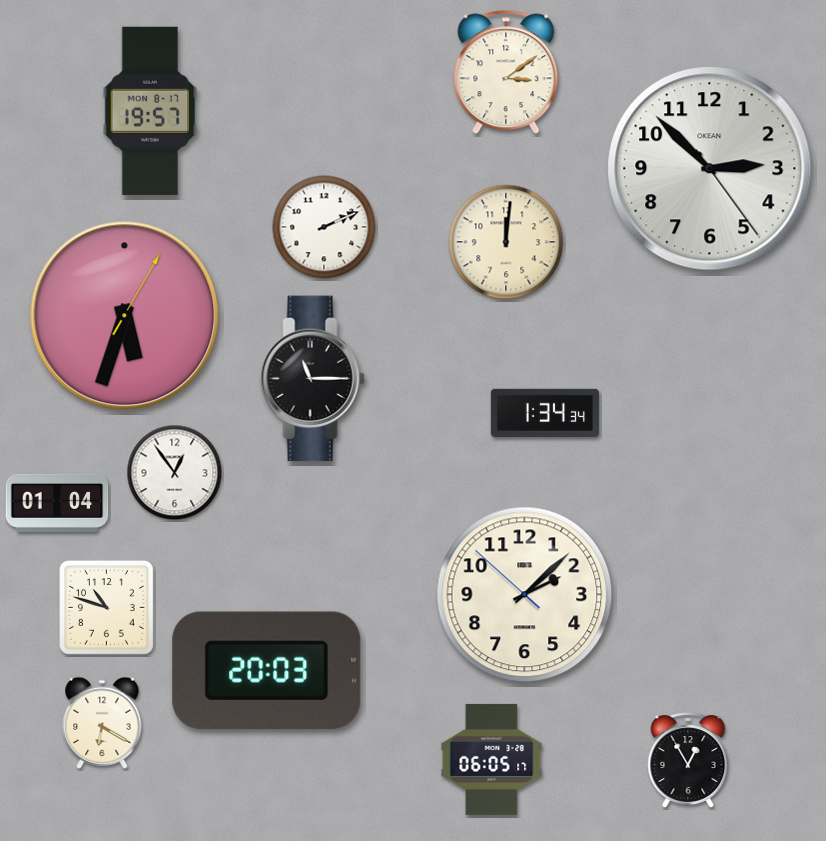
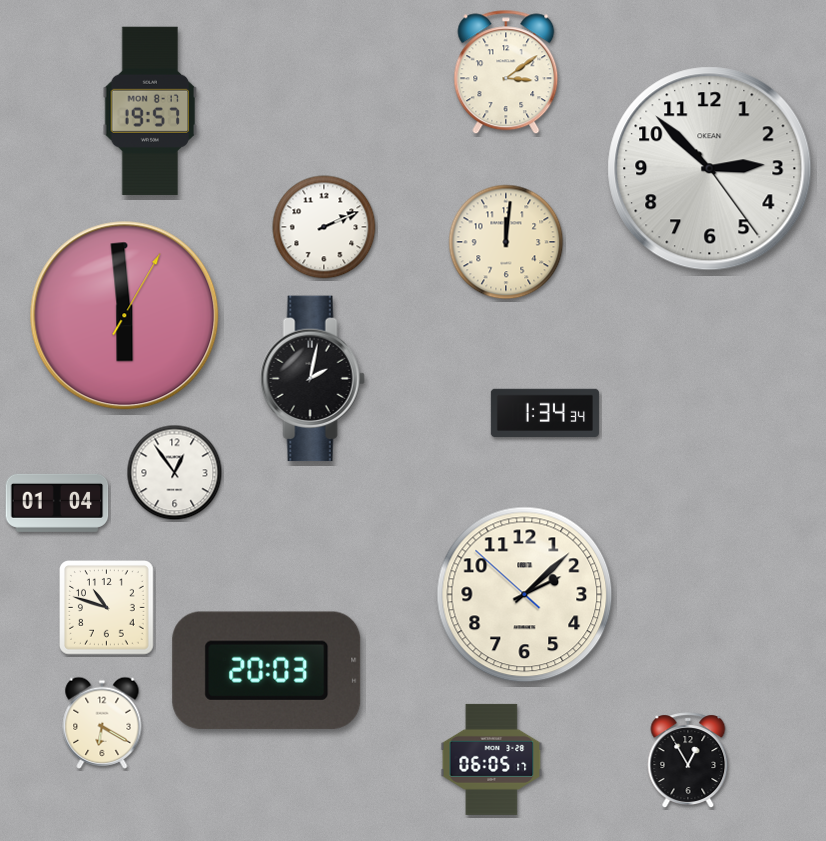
clock at (125, 316): 5:33 -> 5:59
clock at (312, 379): 11:15 -> 2:02
